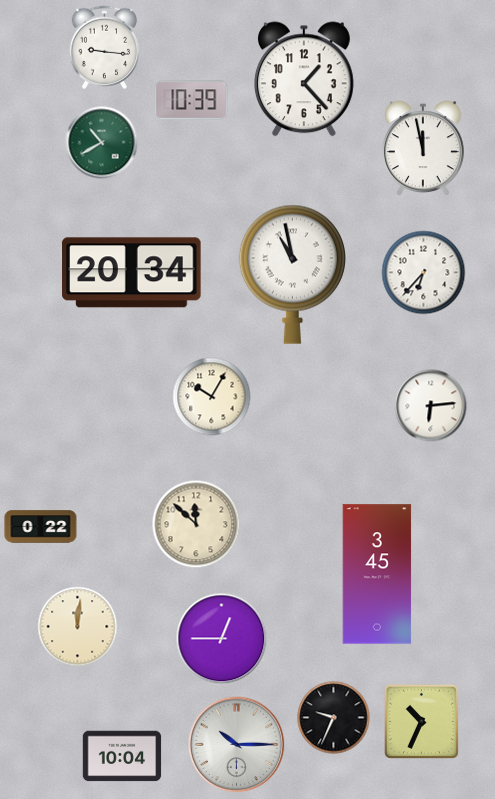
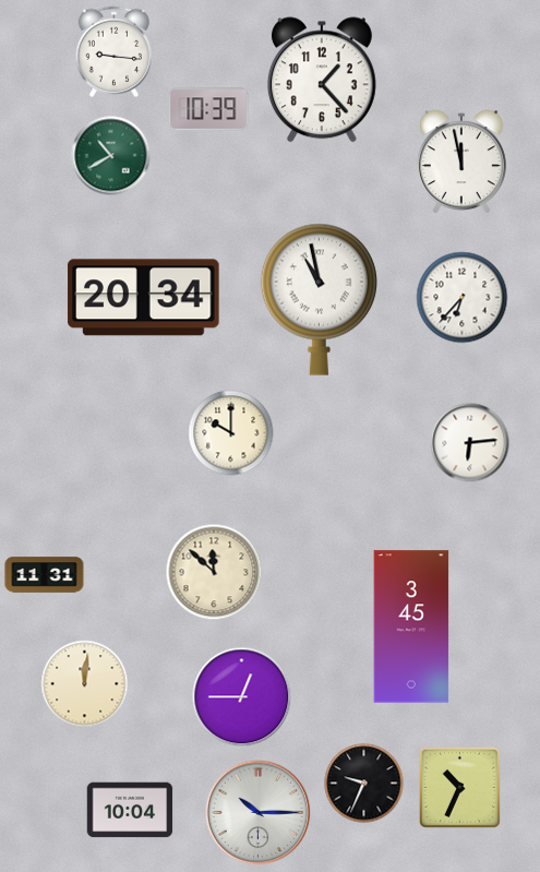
clock at (304, 79) position: (304, 79) -> (322, 80)
clock at (212, 397): 10:05 -> 10:00
clock at (41, 527): 0:22 -> 11:31
clock at (122, 756) position: (122, 756) -> (130, 810)
